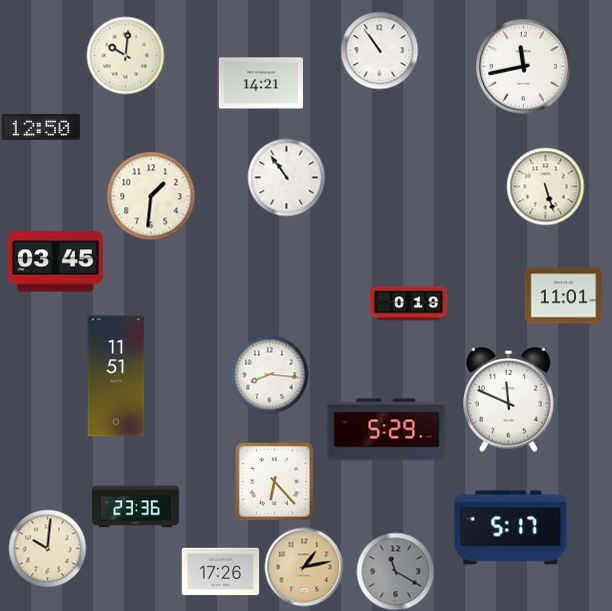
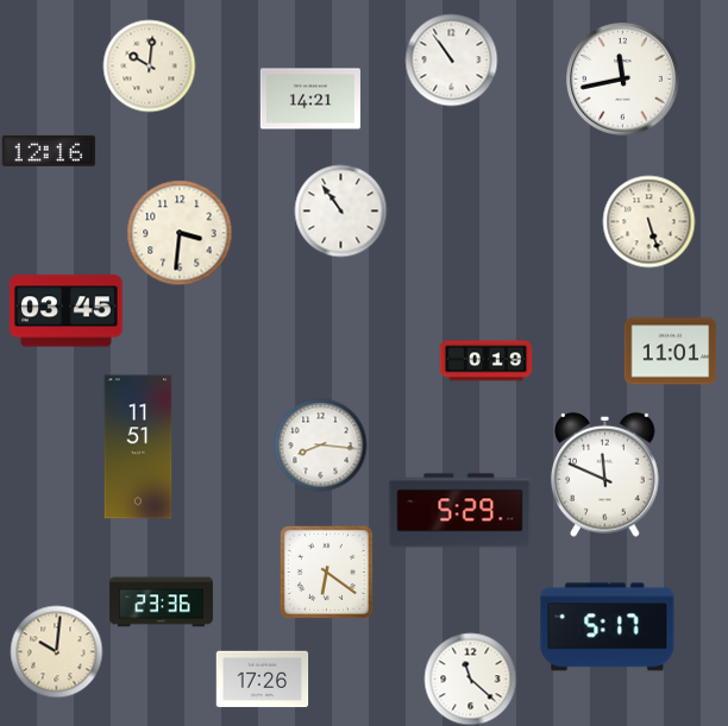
clock at (40, 127): 12:50 -> 12:16
clock at (151, 196): 1:31 -> 3:31
clock at (274, 481): 6:23 -> 6:21
clock at (304, 567): 1:13 -> none
clock at (395, 571): 11:20 -> 11:22
clock at (395, 571) dial: grey -> white
